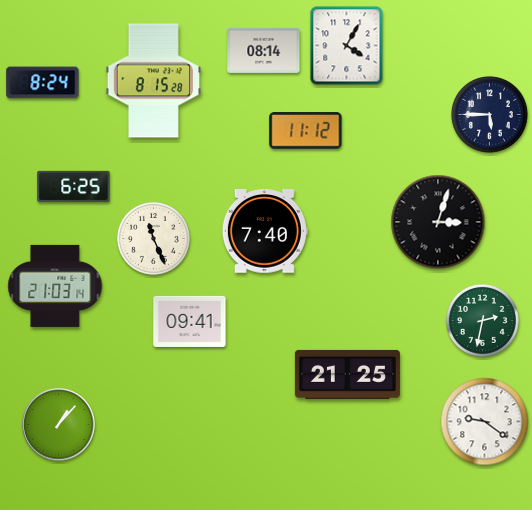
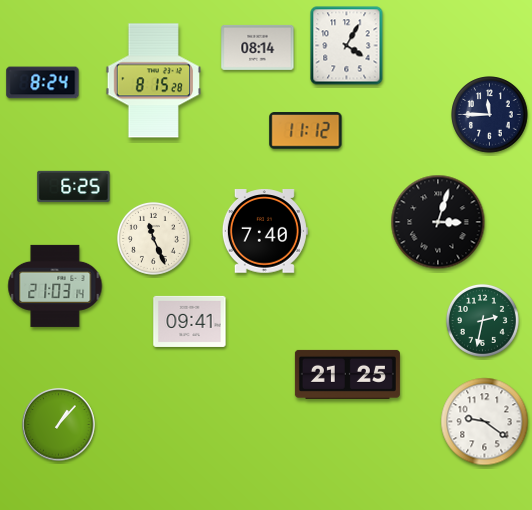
clock at (264, 50) position: (264, 50) -> (258, 47)
clock at (490, 115): 5:45 -> 11:45
